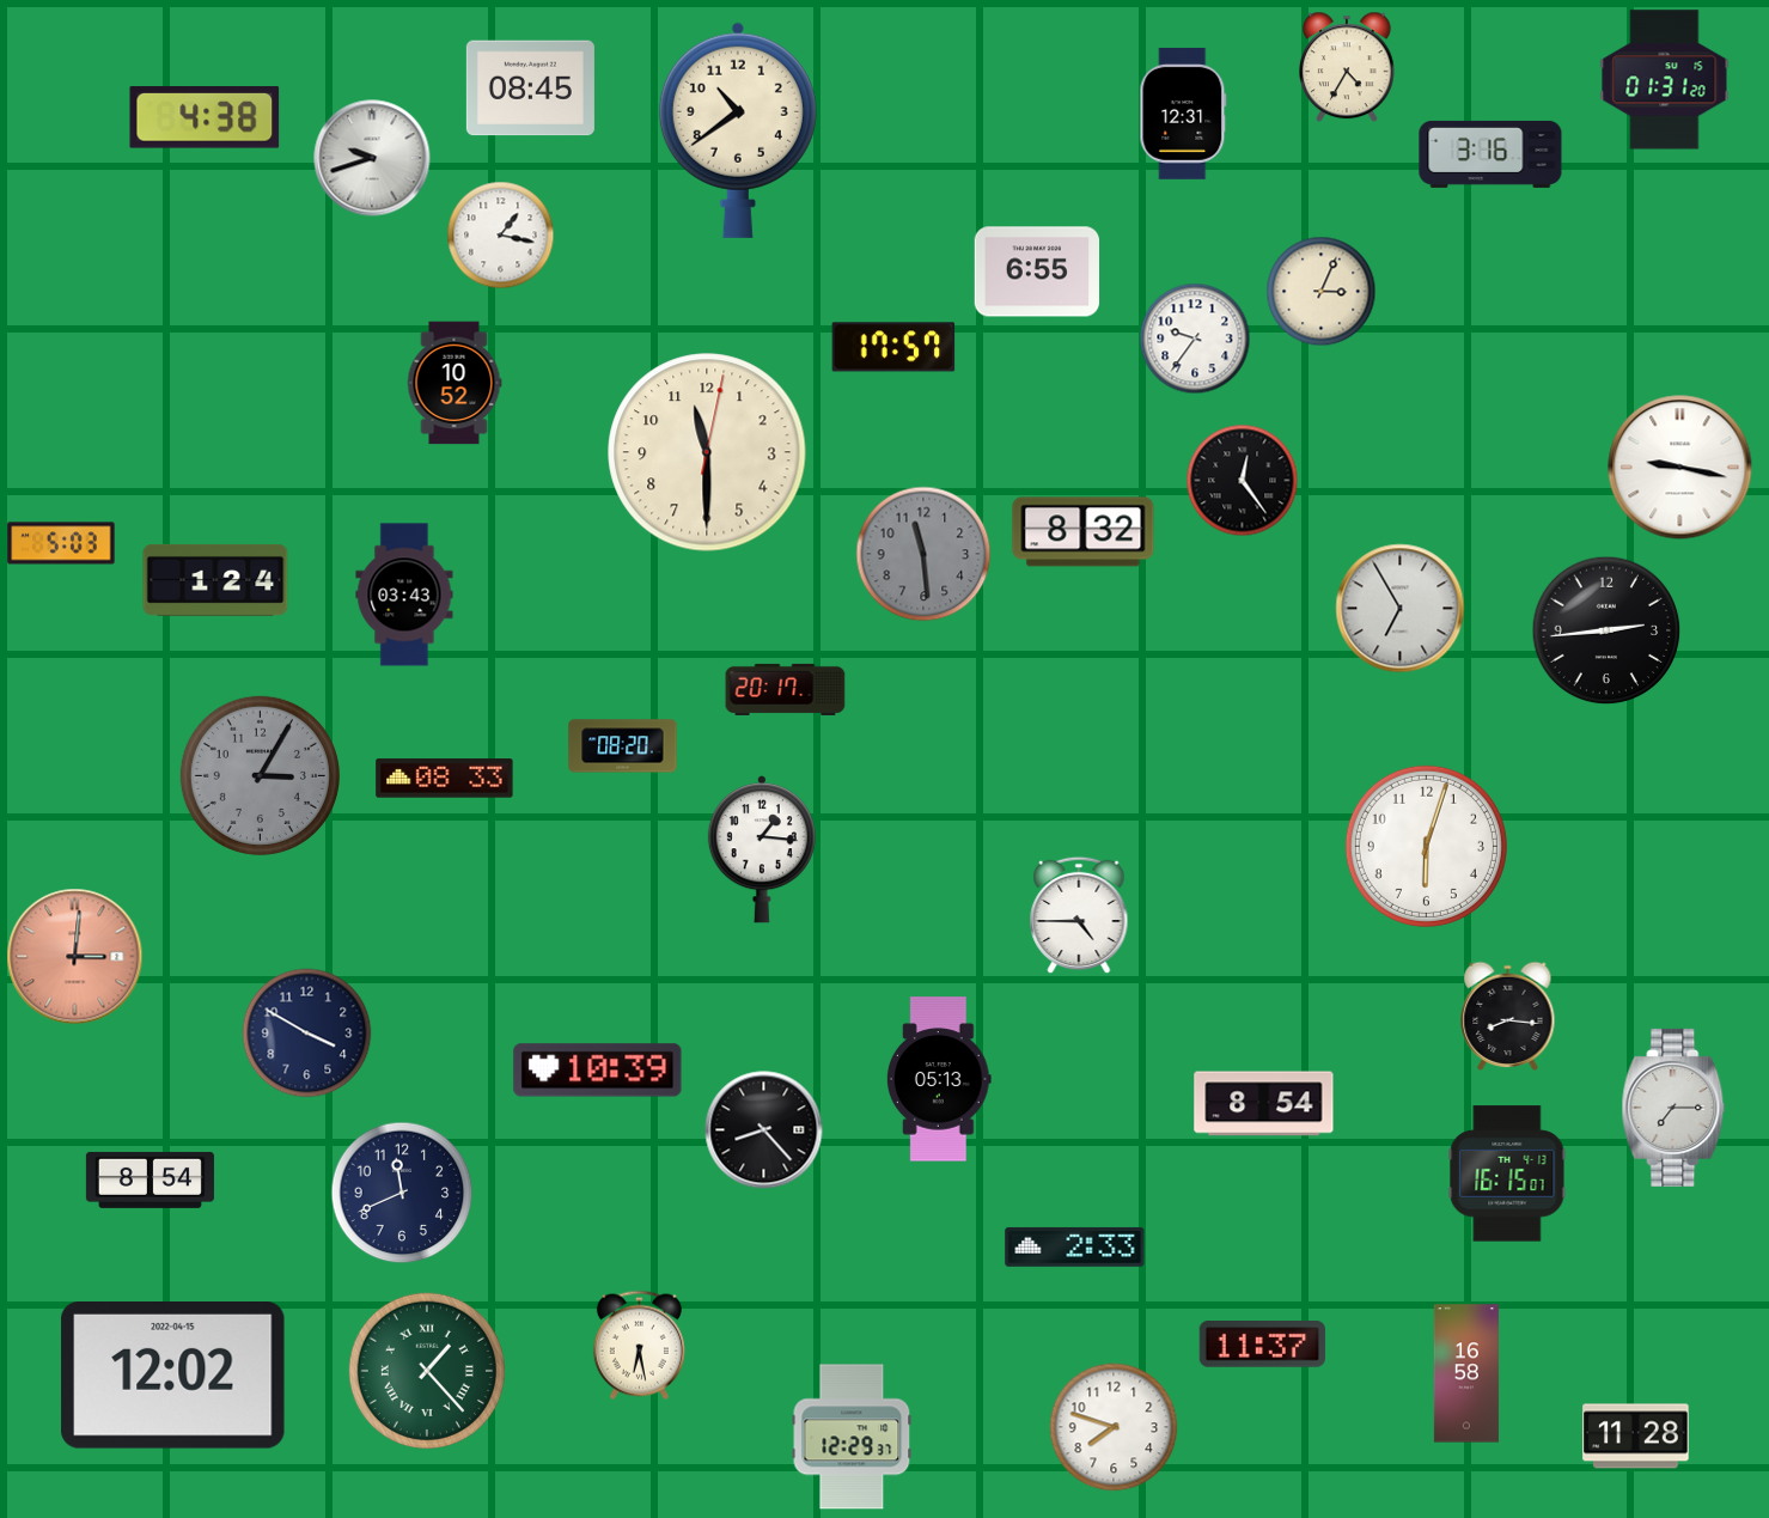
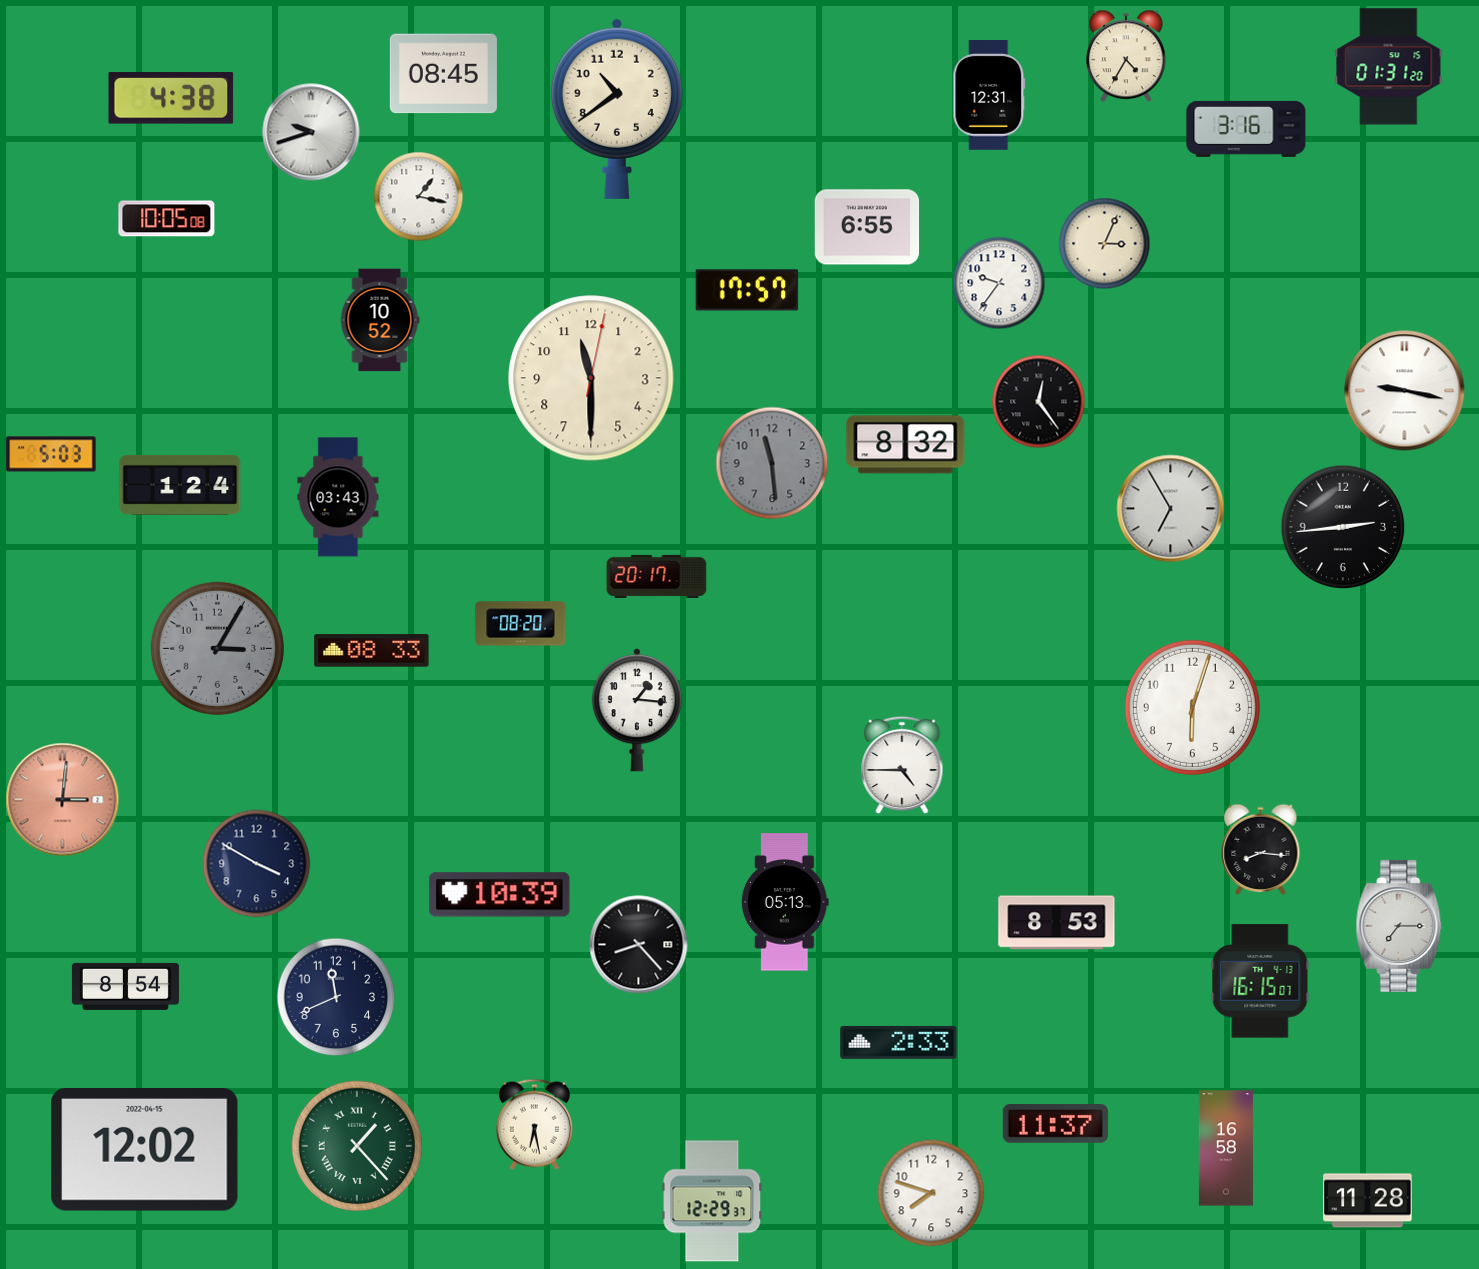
clock at (1665, 80) position: (1665, 80) -> (1389, 67)
clock at (167, 219): none -> 10:05
clock at (1264, 1104): 8:54 -> 8:53
